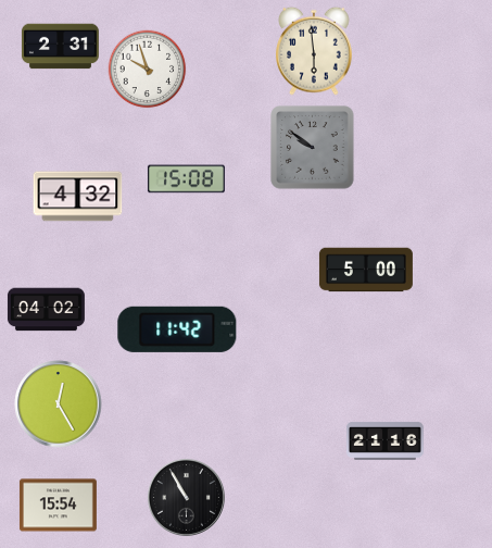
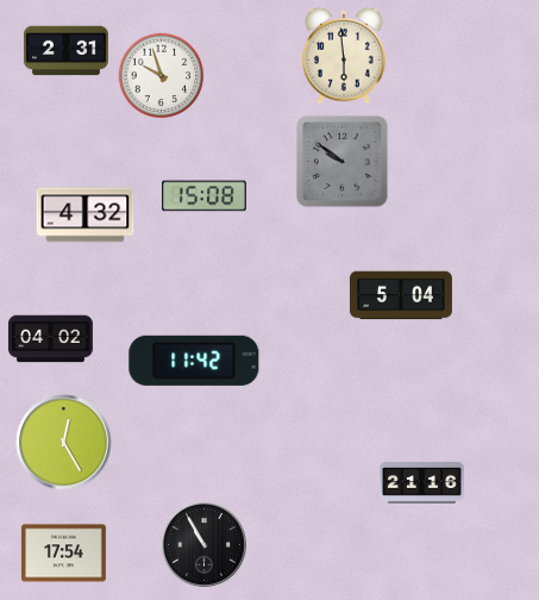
clock at (366, 270): 5:00 -> 5:04
clock at (58, 506): 15:54 -> 17:54
